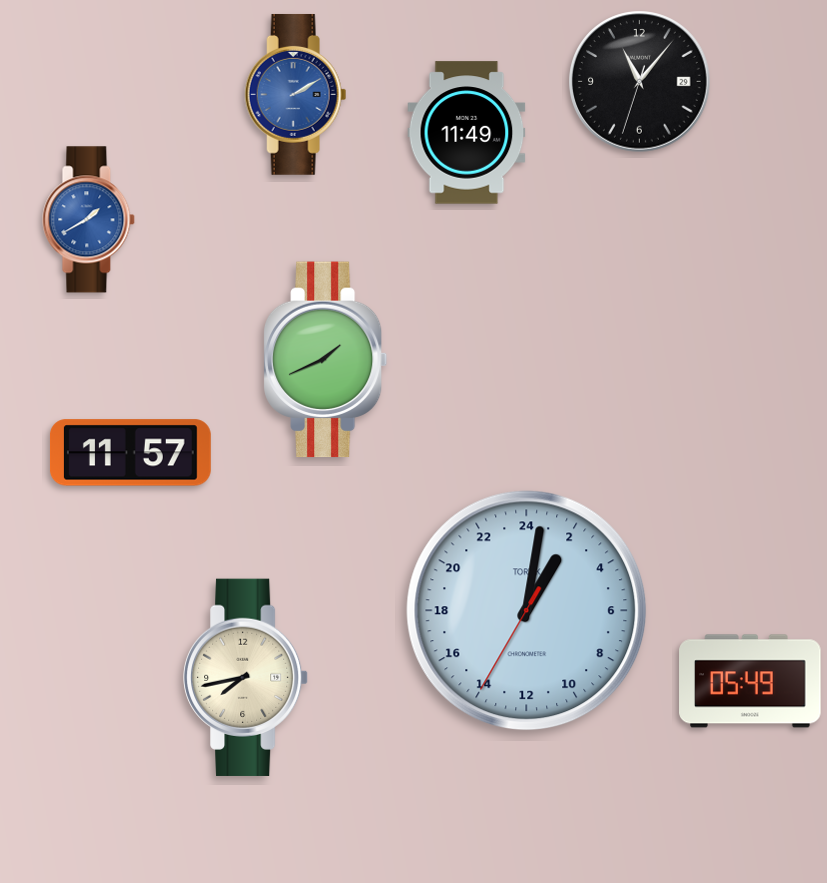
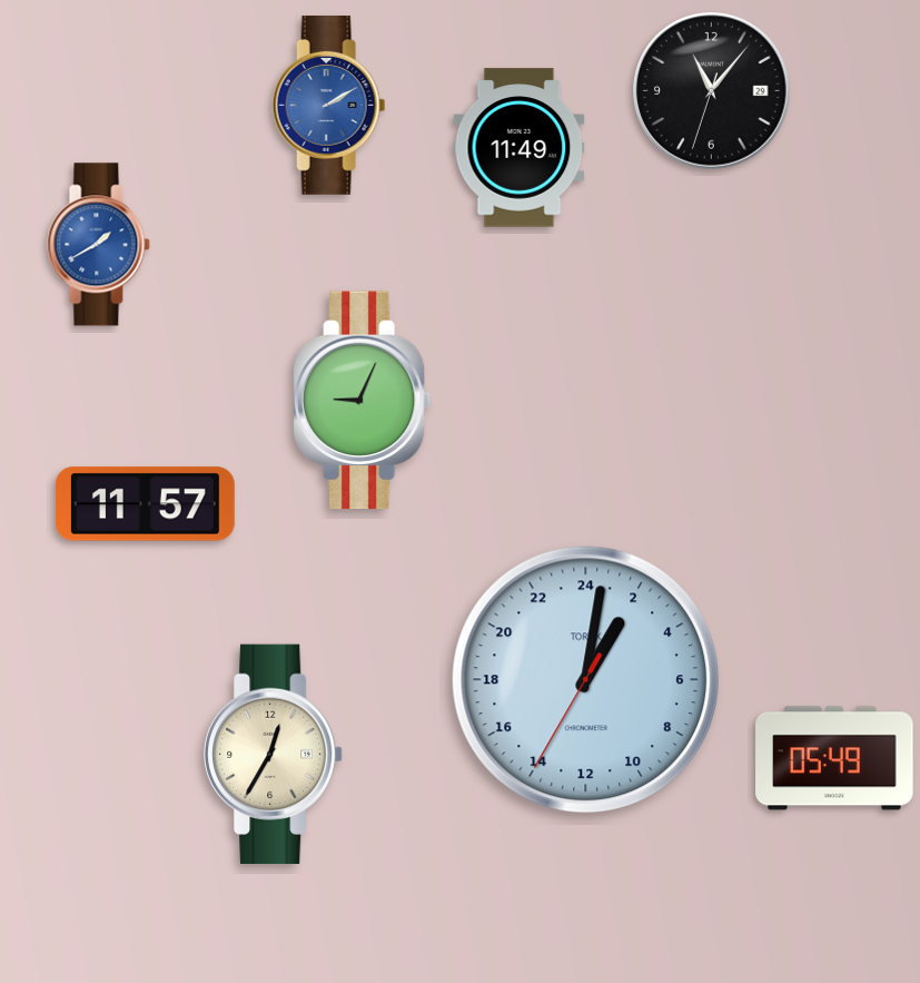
clock at (325, 360): 1:41 -> 9:04
clock at (247, 677): 7:43 -> 12:35
